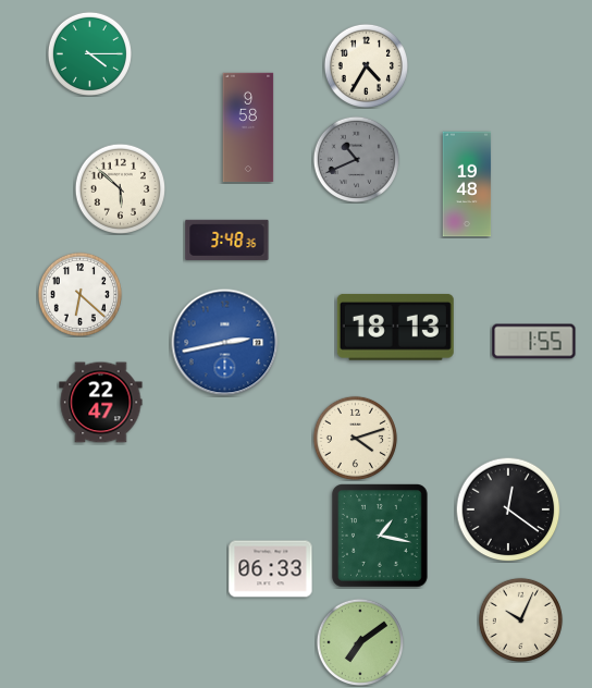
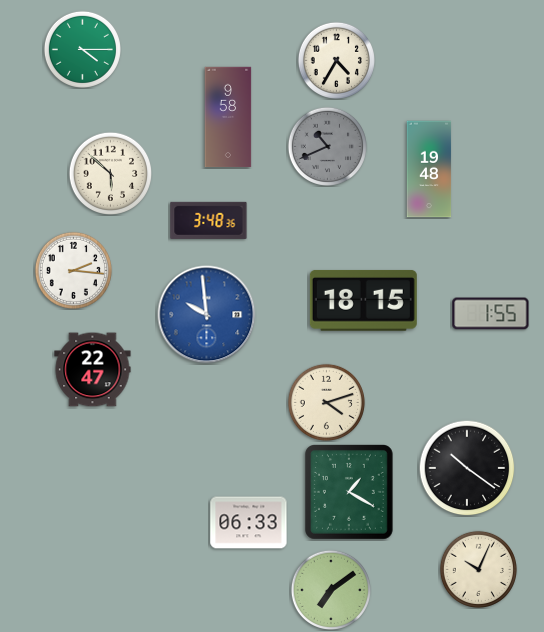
clock at (79, 294): 6:22 -> 2:16
clock at (395, 327): 18:13 -> 18:15
clock at (225, 343): 2:43 -> 9:59
clock at (508, 509): 12:21 -> 10:21
clock at (381, 537): 1:17 -> 1:20
